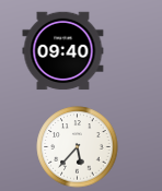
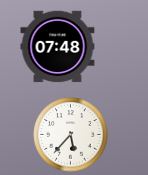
clock at (63, 51): 09:40 -> 07:48
